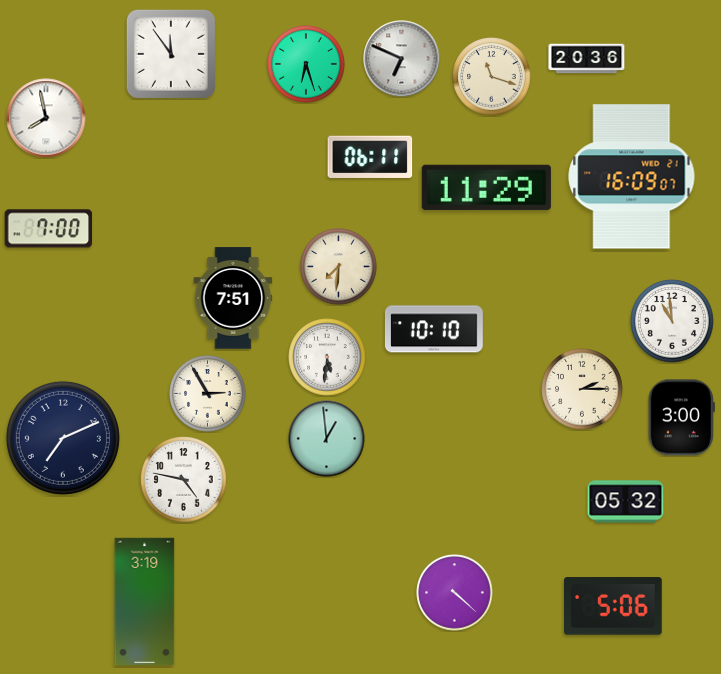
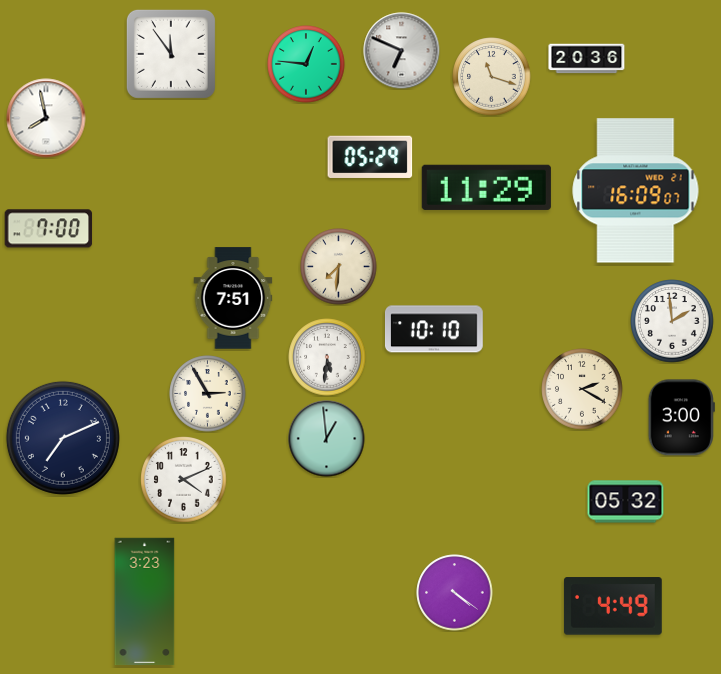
clock at (402, 59) position: (402, 59) -> (402, 51)
clock at (306, 64): 6:27 -> 12:46
clock at (370, 156): 06:11 -> 05:29
clock at (632, 177) position: (632, 177) -> (636, 191)
clock at (672, 321): 10:59 -> 1:59
clock at (582, 389): 2:15 -> 2:20
clock at (184, 480): 4:47 -> 4:11
clock at (455, 593): 4:22 -> 4:21
clock at (145, 602): 3:19 -> 3:23
clock at (613, 606): 5:06 -> 4:49
